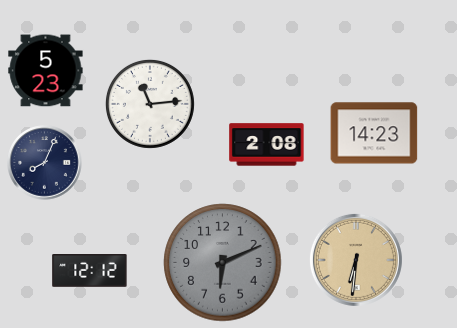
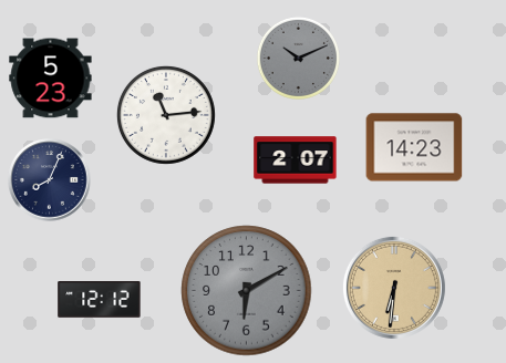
clock at (298, 58): none -> 10:11
clock at (267, 145): 2:08 -> 2:07
clock at (223, 263): 6:11 -> 6:10
